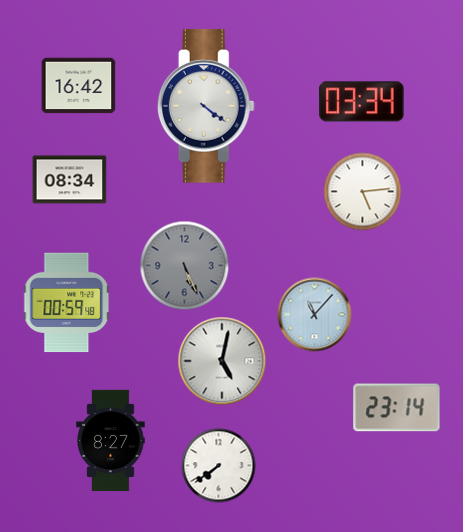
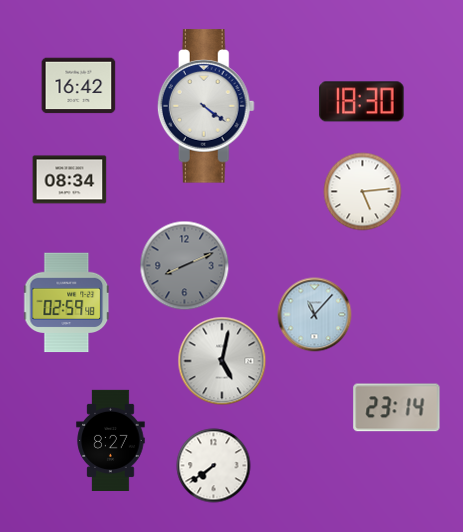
clock at (362, 102): 03:34 -> 18:30
clock at (185, 266): 5:26 -> 8:11
clock at (67, 303): 00:59 -> 02:59
clock at (219, 466) position: (219, 466) -> (214, 466)
